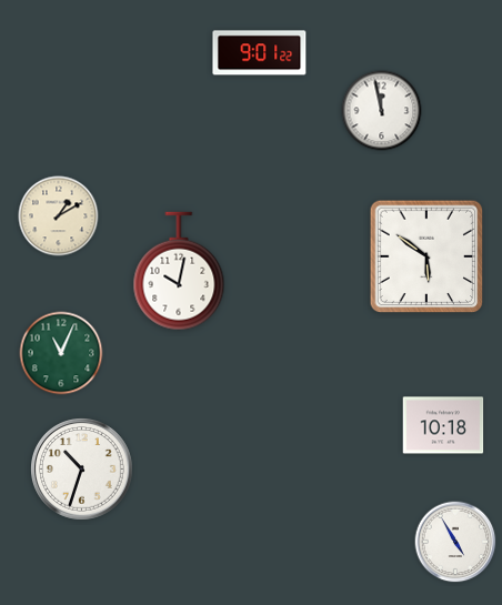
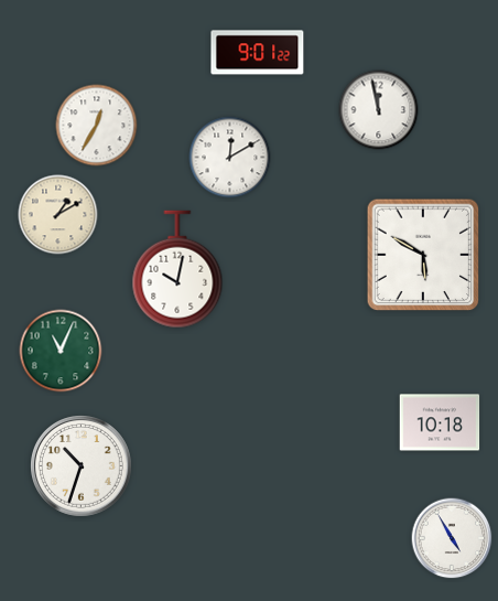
clock at (97, 126): none -> 12:35
clock at (230, 158): none -> 12:10
clock at (426, 256): 5:51 -> 5:50
